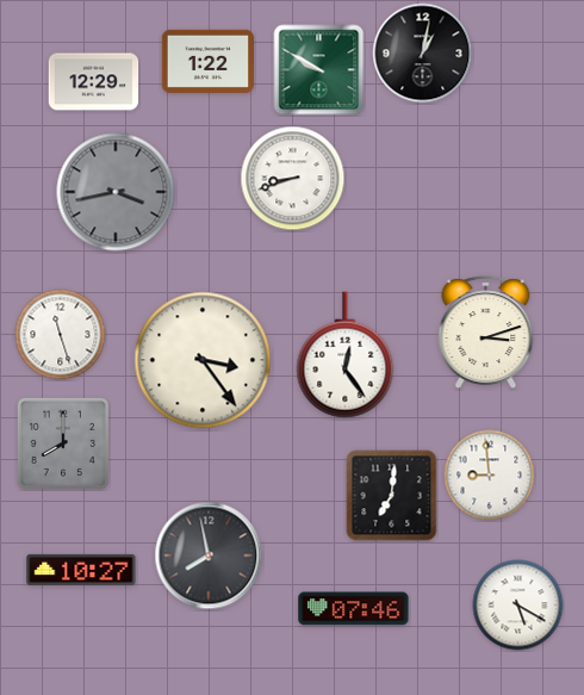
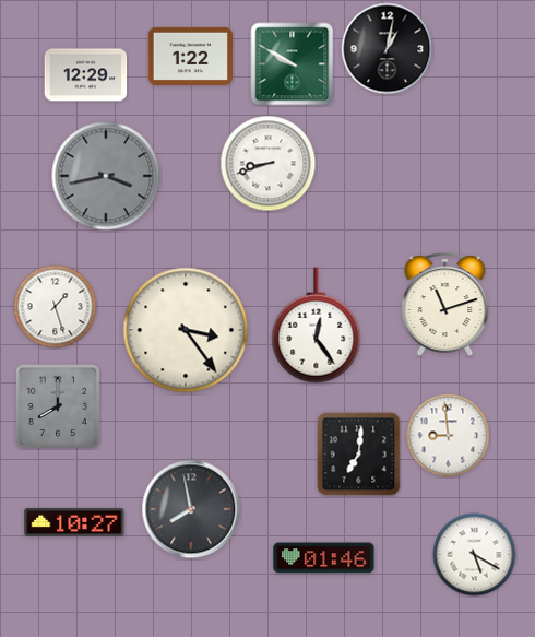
clock at (486, 331): 3:12 -> 11:12
clock at (61, 335): 11:27 -> 1:27
clock at (354, 609): 07:46 -> 01:46
